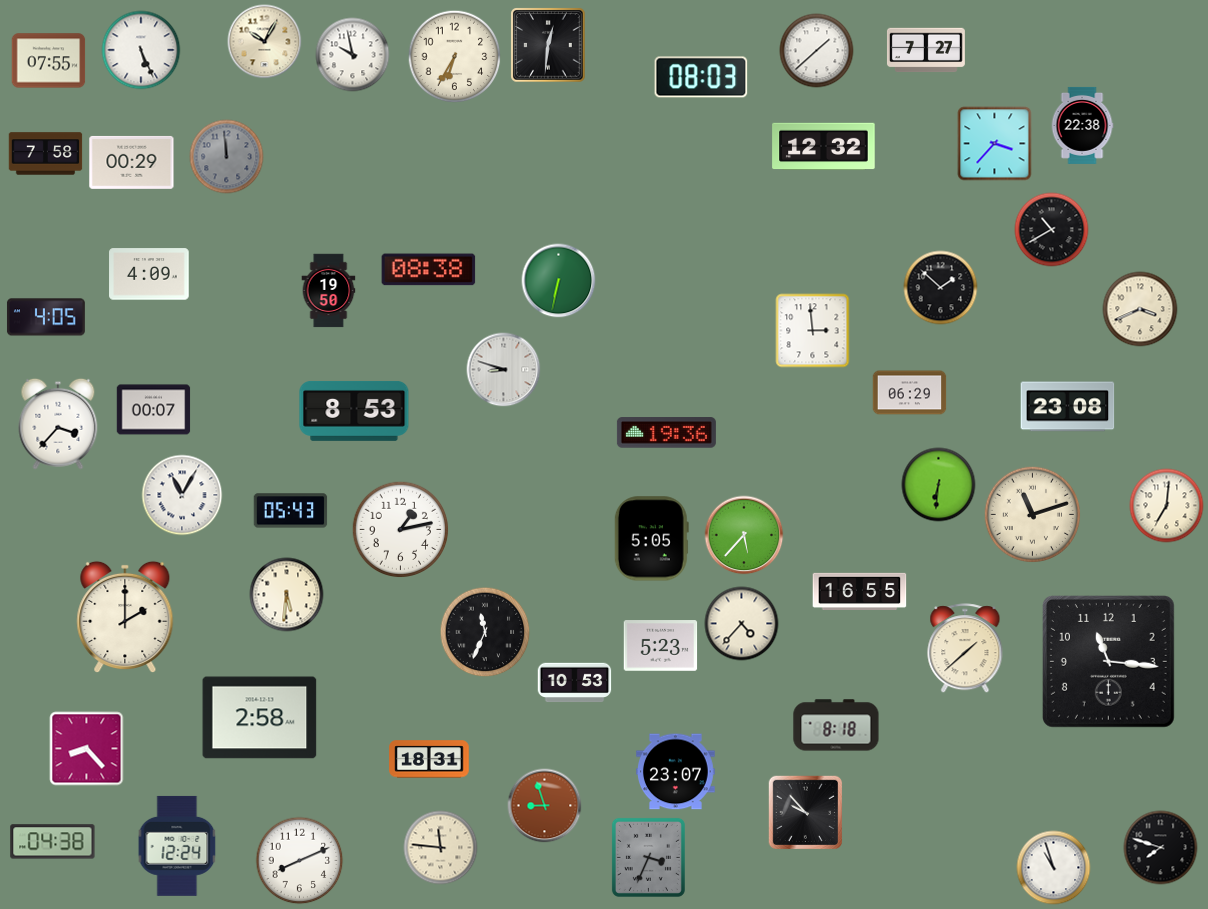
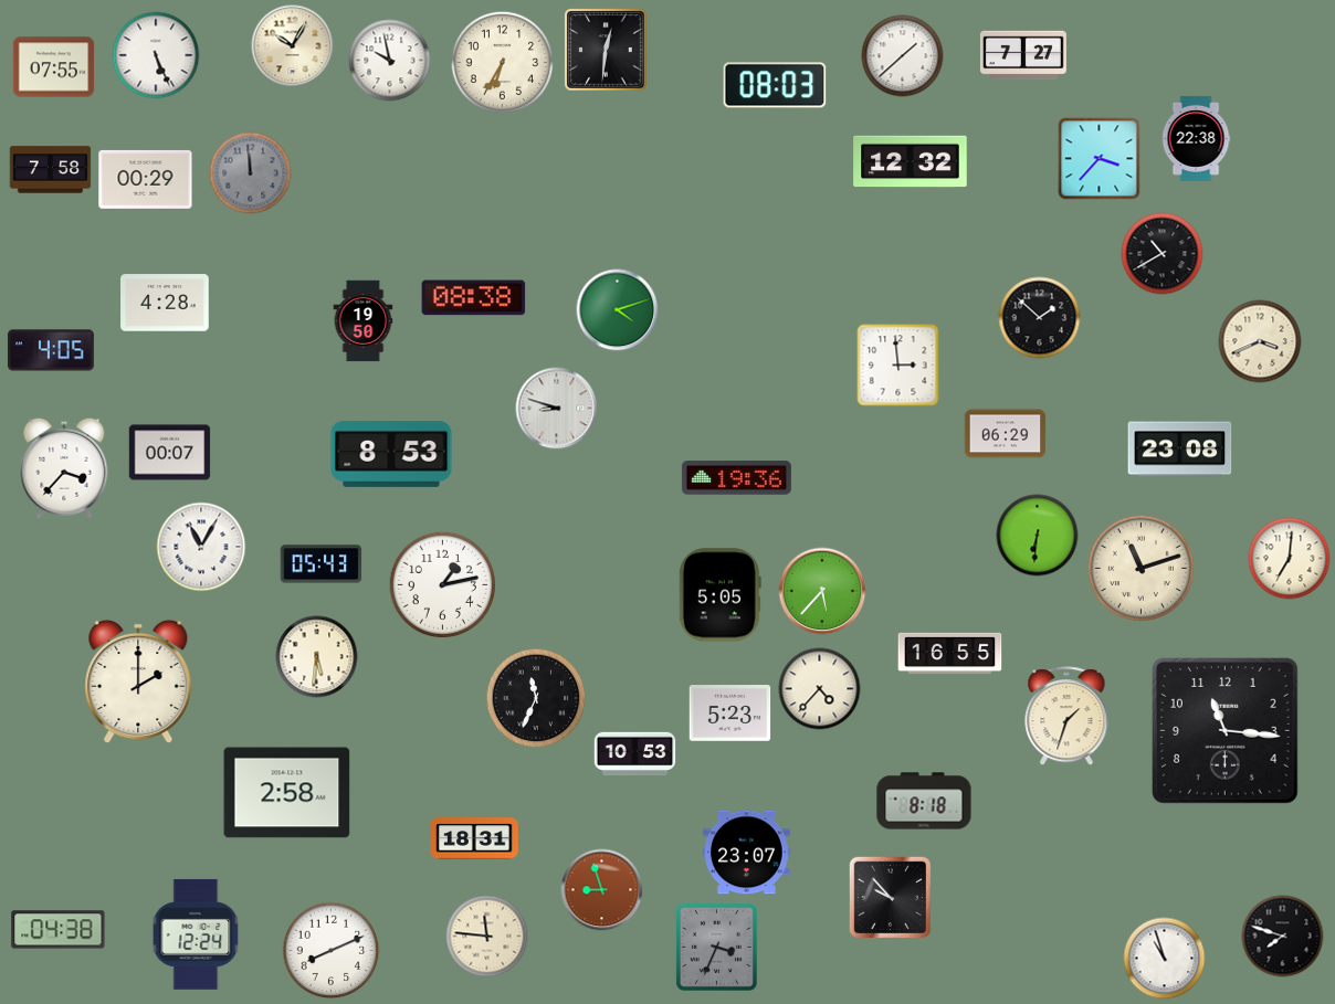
clock at (149, 274): 4:09 -> 4:28
clock at (559, 281): 6:32 -> 4:12
clock at (965, 649): 1:38 -> 1:33
clock at (87, 749): 8:23 -> none
